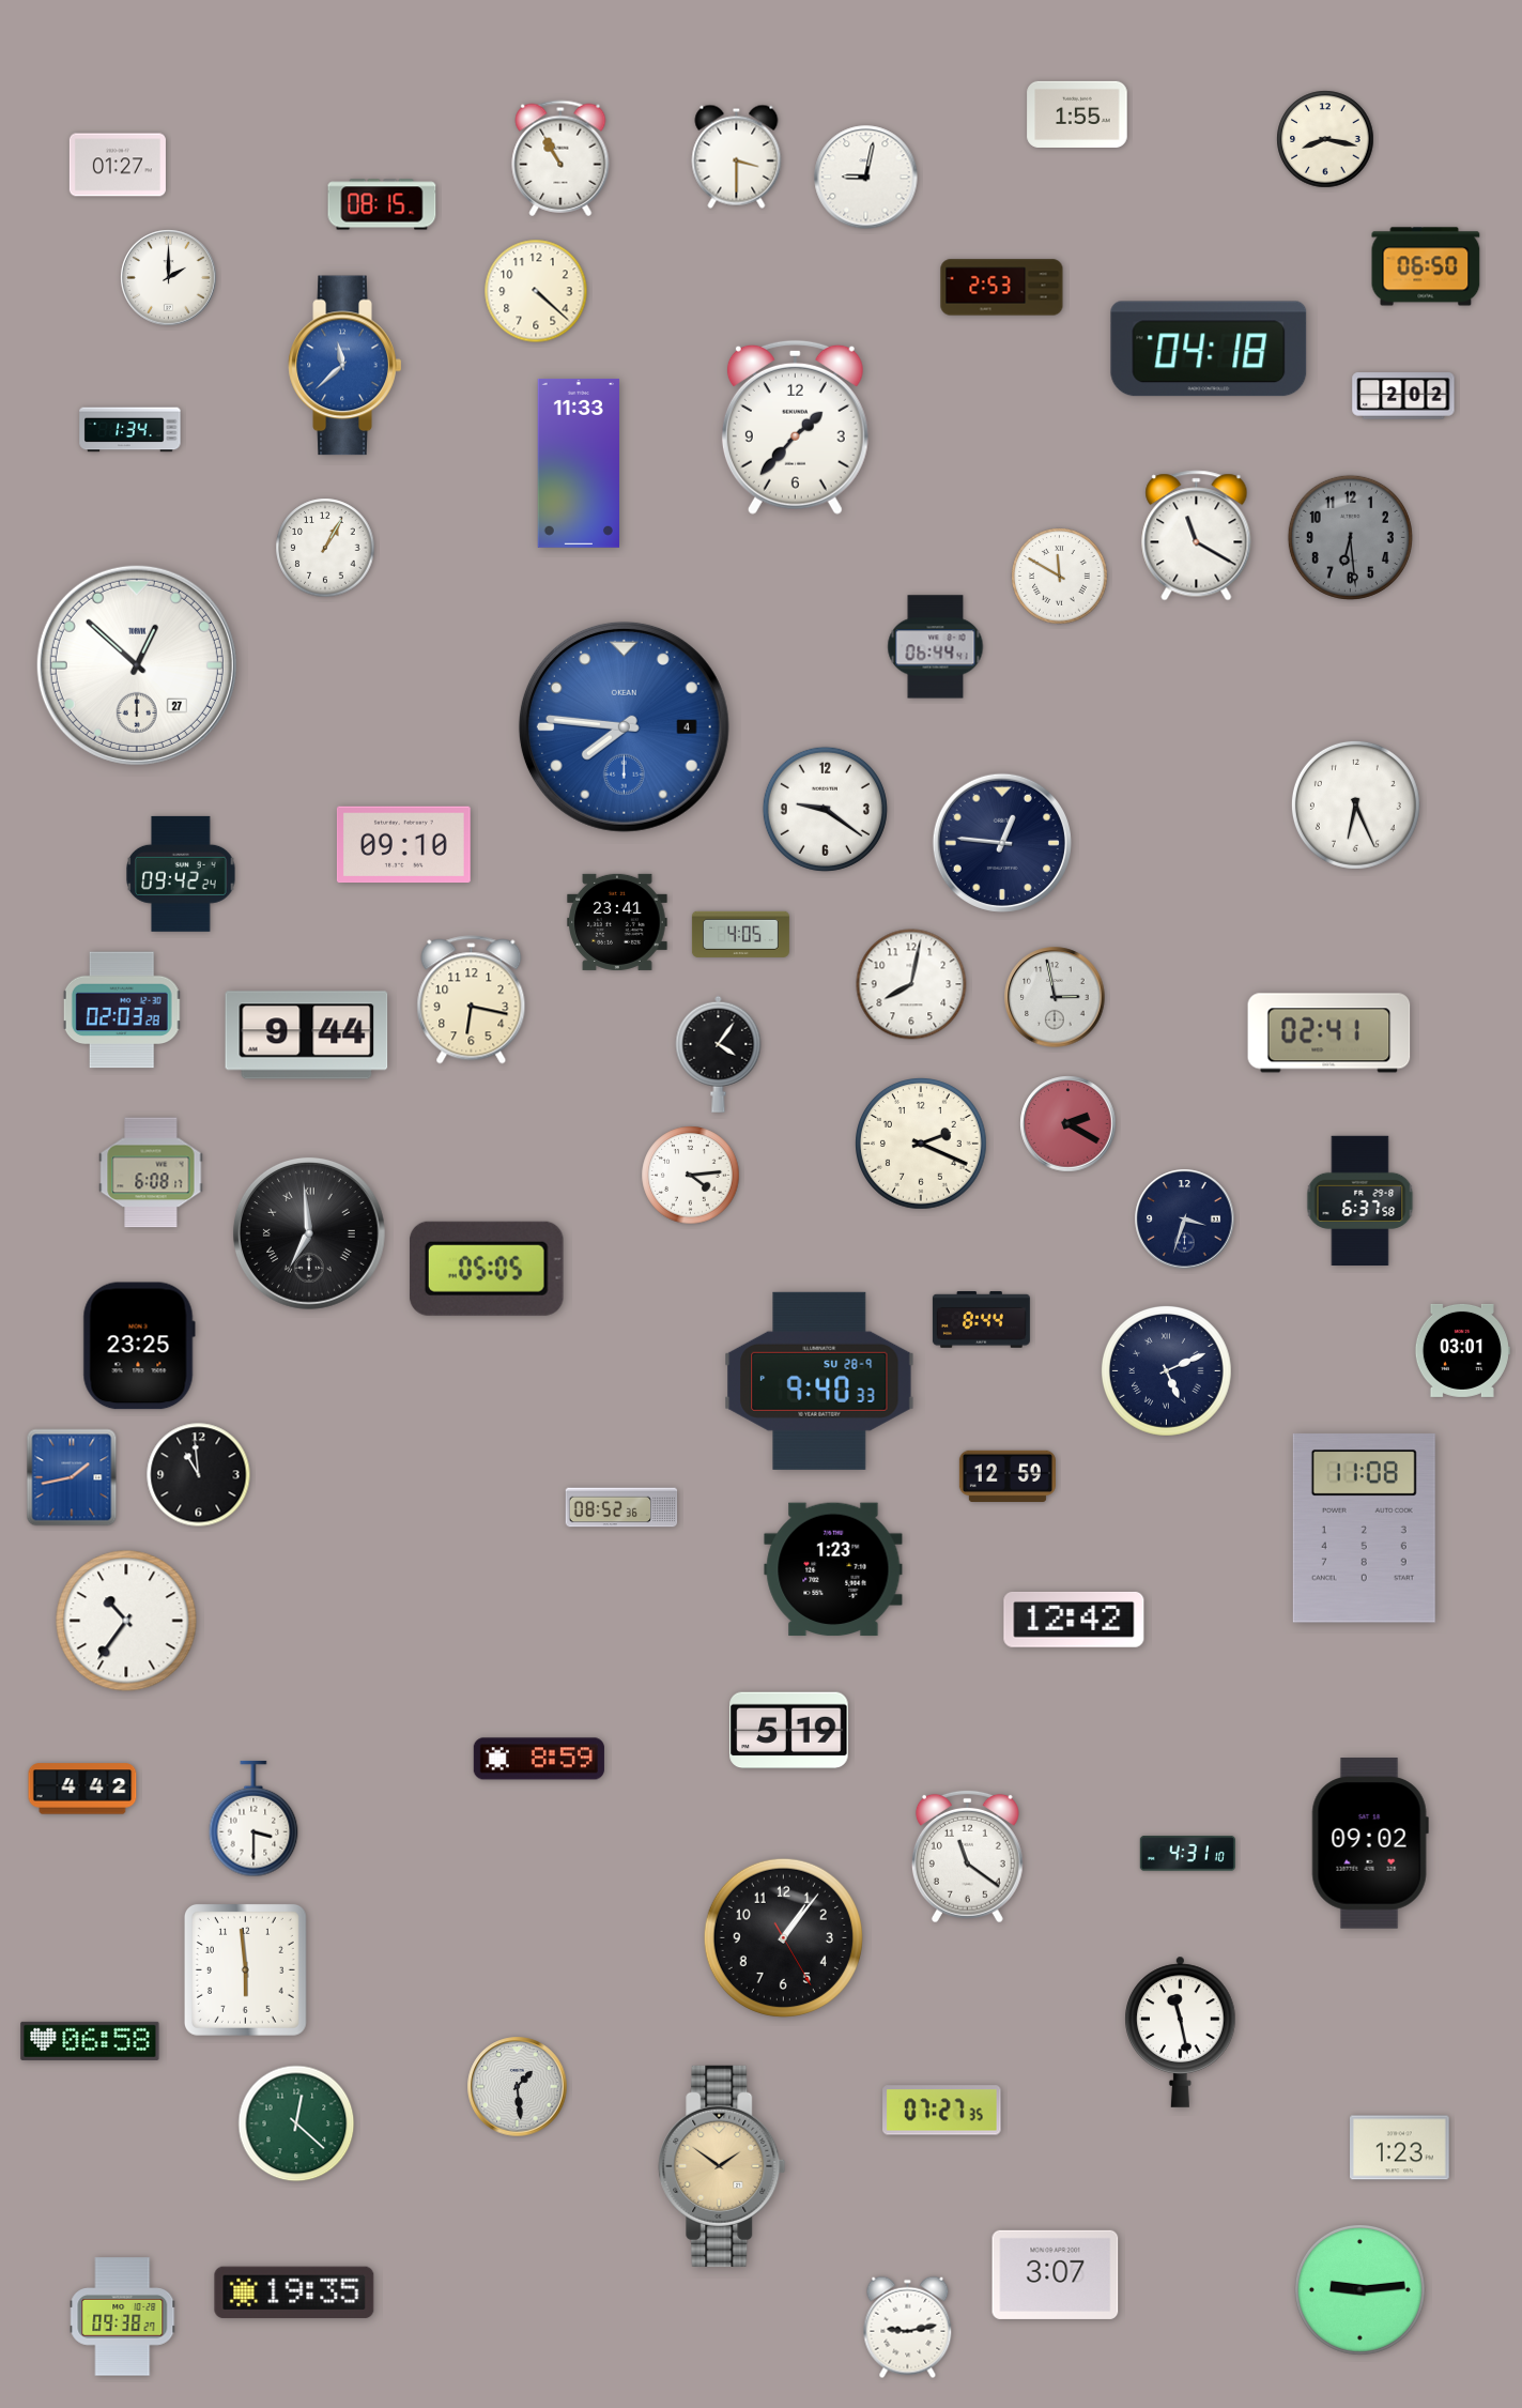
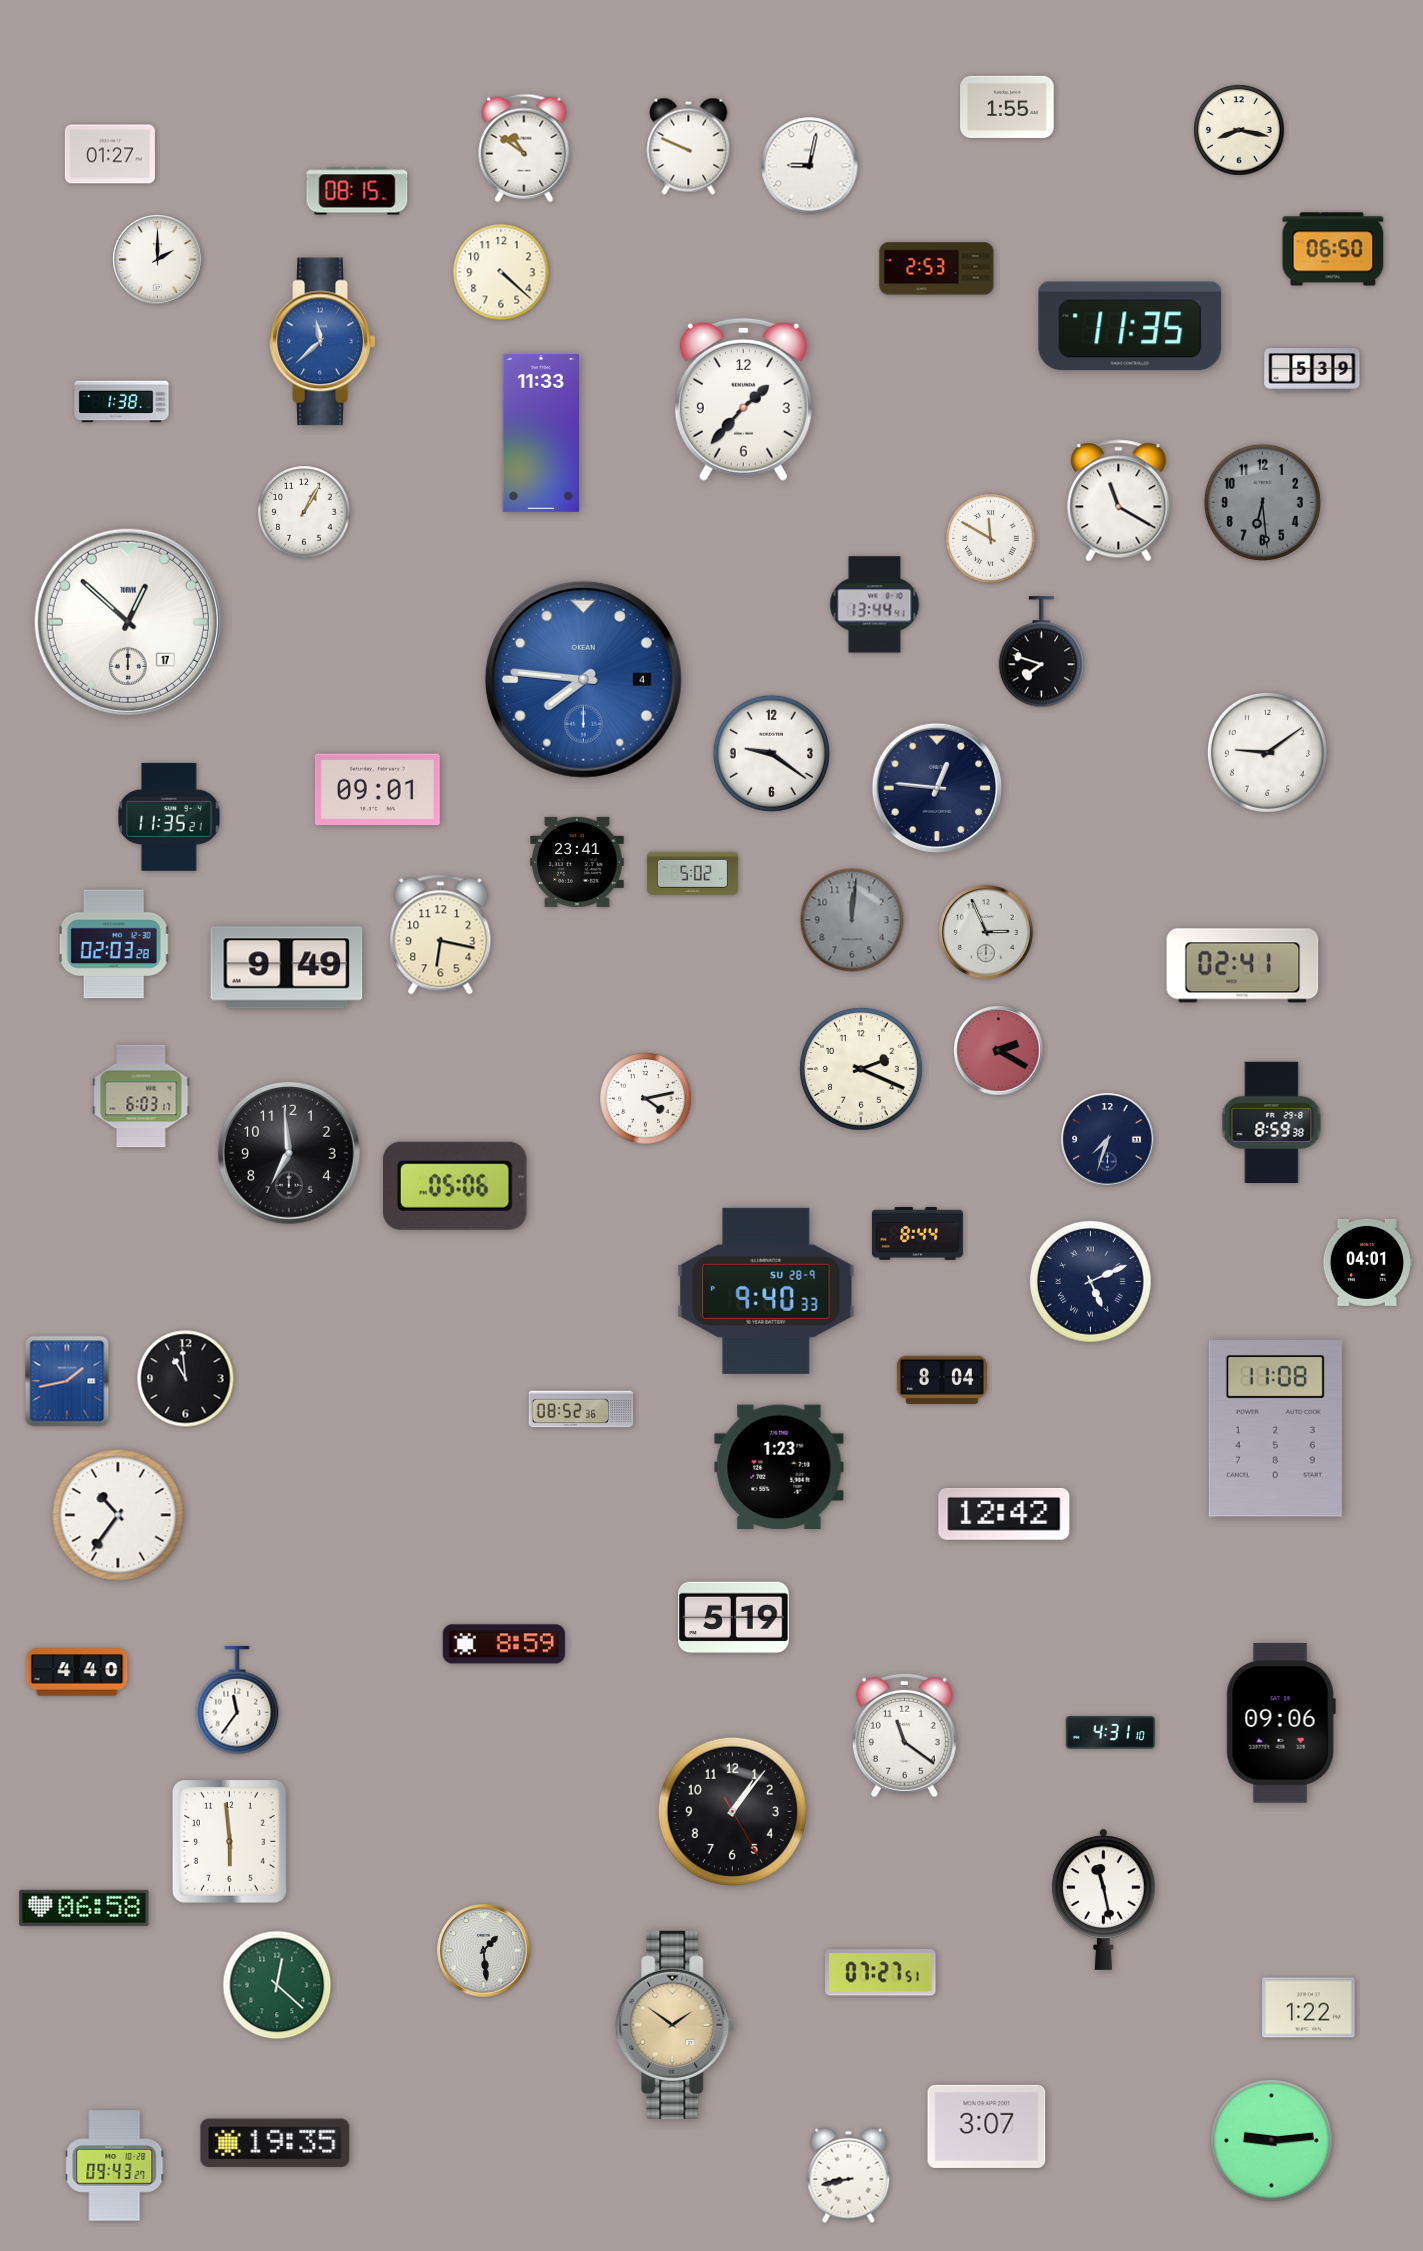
clock at (737, 156): 3:30 -> 9:49
clock at (560, 158): 10:55 -> 10:51
clock at (1209, 349): 04:18 -> 11:35
clock at (1403, 397): 2:02 -> 5:39
clock at (130, 430): 1:34 -> 1:38
clock at (936, 647): 06:44 -> 13:44
clock at (137, 665) date: 27 -> 17
clock at (1042, 652): none -> 7:48
clock at (1355, 804): 6:26 -> 9:09
clock at (825, 809) position: (825, 809) -> (771, 753)
clock at (403, 845): 09:10 -> 09:01
clock at (181, 874): 09:42 -> 11:35
clock at (740, 934): 4:05 -> 5:02
clock at (911, 984): 8:02 -> 12:01
clock at (911, 984) dial: white -> grey
clock at (1055, 997): 2:58 -> 2:56
clock at (307, 1036): 9:44 -> 9:49
clock at (719, 1054): 4:06 -> none
clock at (151, 1172): 6:08 -> 6:03
clock at (691, 1176): 4:14 -> 4:13
clock at (1360, 1201): 6:37 -> 8:59
clock at (1185, 1220): 3:33 -> 7:33
clock at (309, 1233) numerals: Roman -> Arabic
clock at (487, 1269): 05:05 -> 05:06
clock at (139, 1346): 23:25 -> none
clock at (1462, 1350): 03:01 -> 04:01
clock at (1008, 1476): 12:59 -> 8:04
clock at (789, 1731) position: (789, 1731) -> (734, 1618)
clock at (82, 1789): 4:42 -> 4:40
clock at (253, 1819): 3:30 -> 11:36
clock at (1370, 1843): 09:02 -> 09:06
clock at (942, 2111): 07:27:35 -> 07:27:51
clock at (1400, 2148): 1:23 -> 1:22
clock at (123, 2317): 09:38 -> 09:43
clock at (908, 2328): 9:13 -> 8:43
